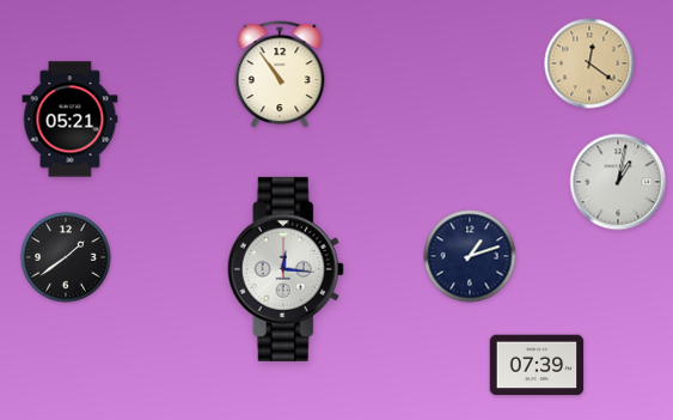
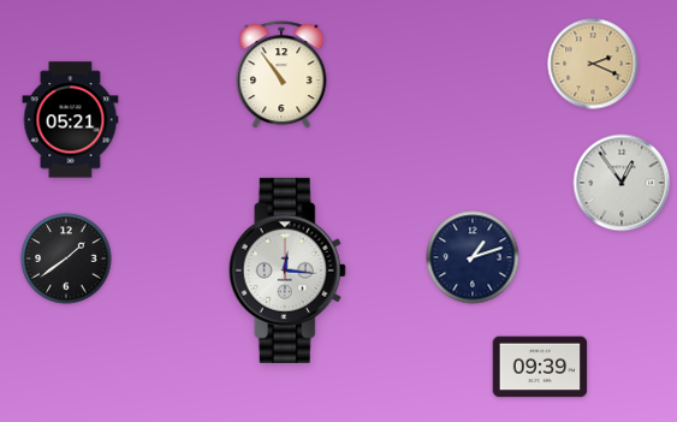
clock at (589, 63): 12:21 -> 2:19
clock at (618, 182): 1:02 -> 12:54
clock at (537, 365): 07:39 -> 09:39
